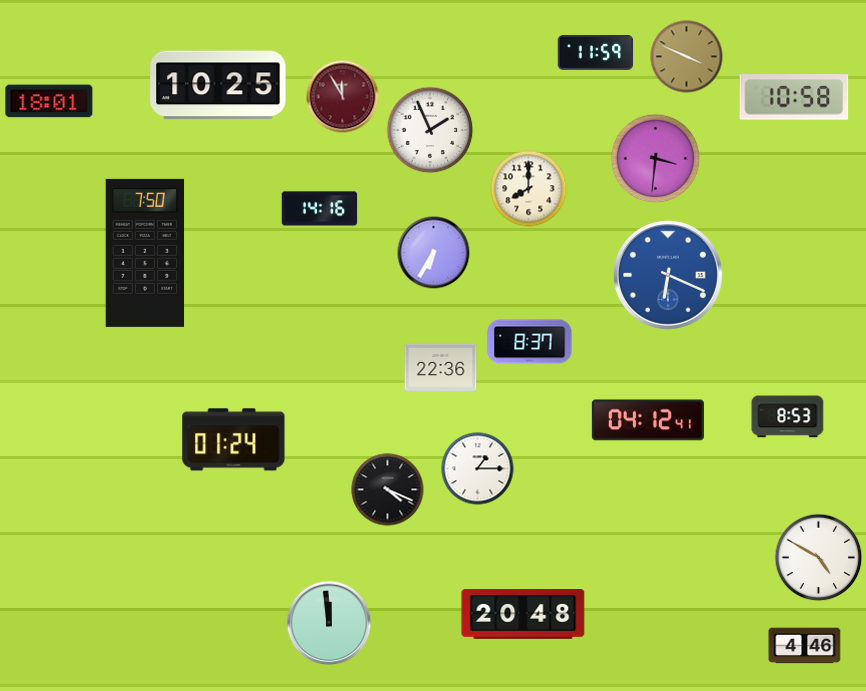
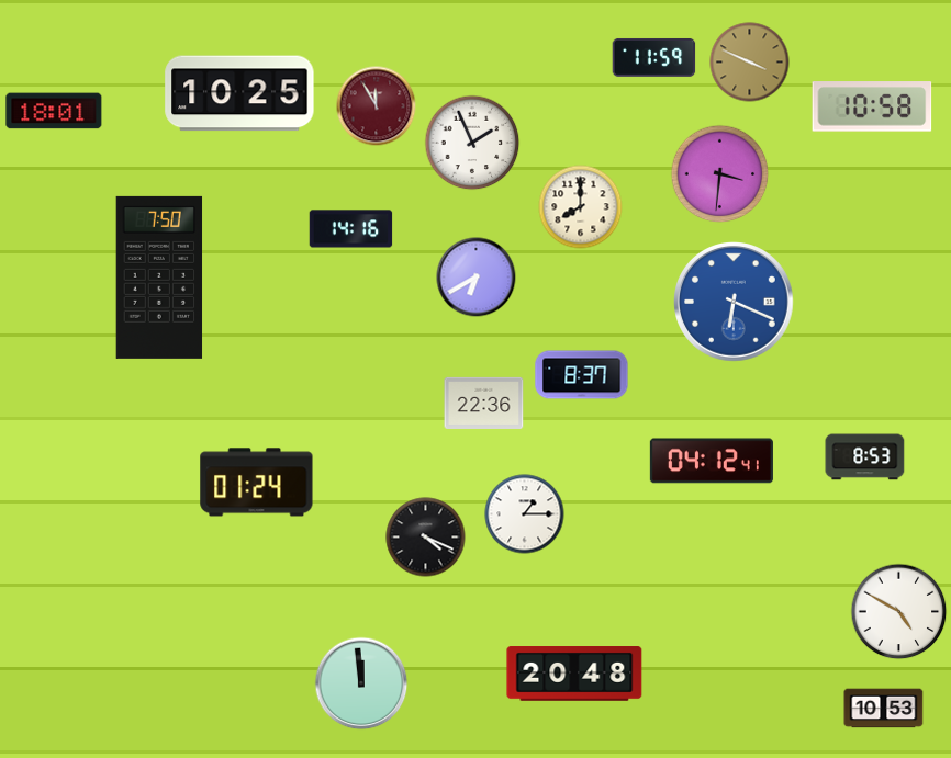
clock at (687, 57) position: (687, 57) -> (750, 63)
clock at (434, 253): 6:35 -> 6:40
clock at (805, 646): 4:46 -> 10:53
